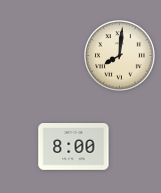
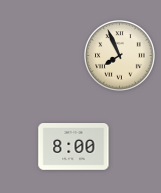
clock at (120, 56): 8:01 -> 7:56
